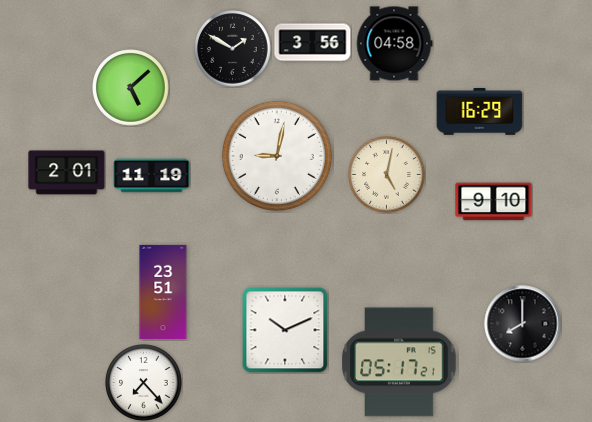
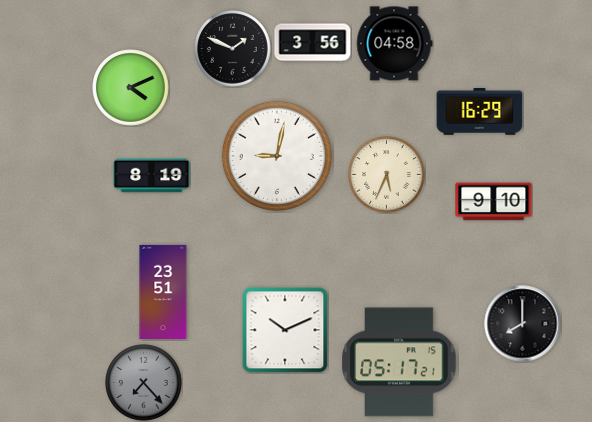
clock at (233, 49): 1:50 -> 1:49
clock at (131, 88): 5:08 -> 4:11
clock at (67, 173): 2:01 -> none
clock at (387, 175): 5:02 -> 5:34
clock at (152, 176): 11:19 -> 8:19
clock at (144, 383) dial: white -> grey
